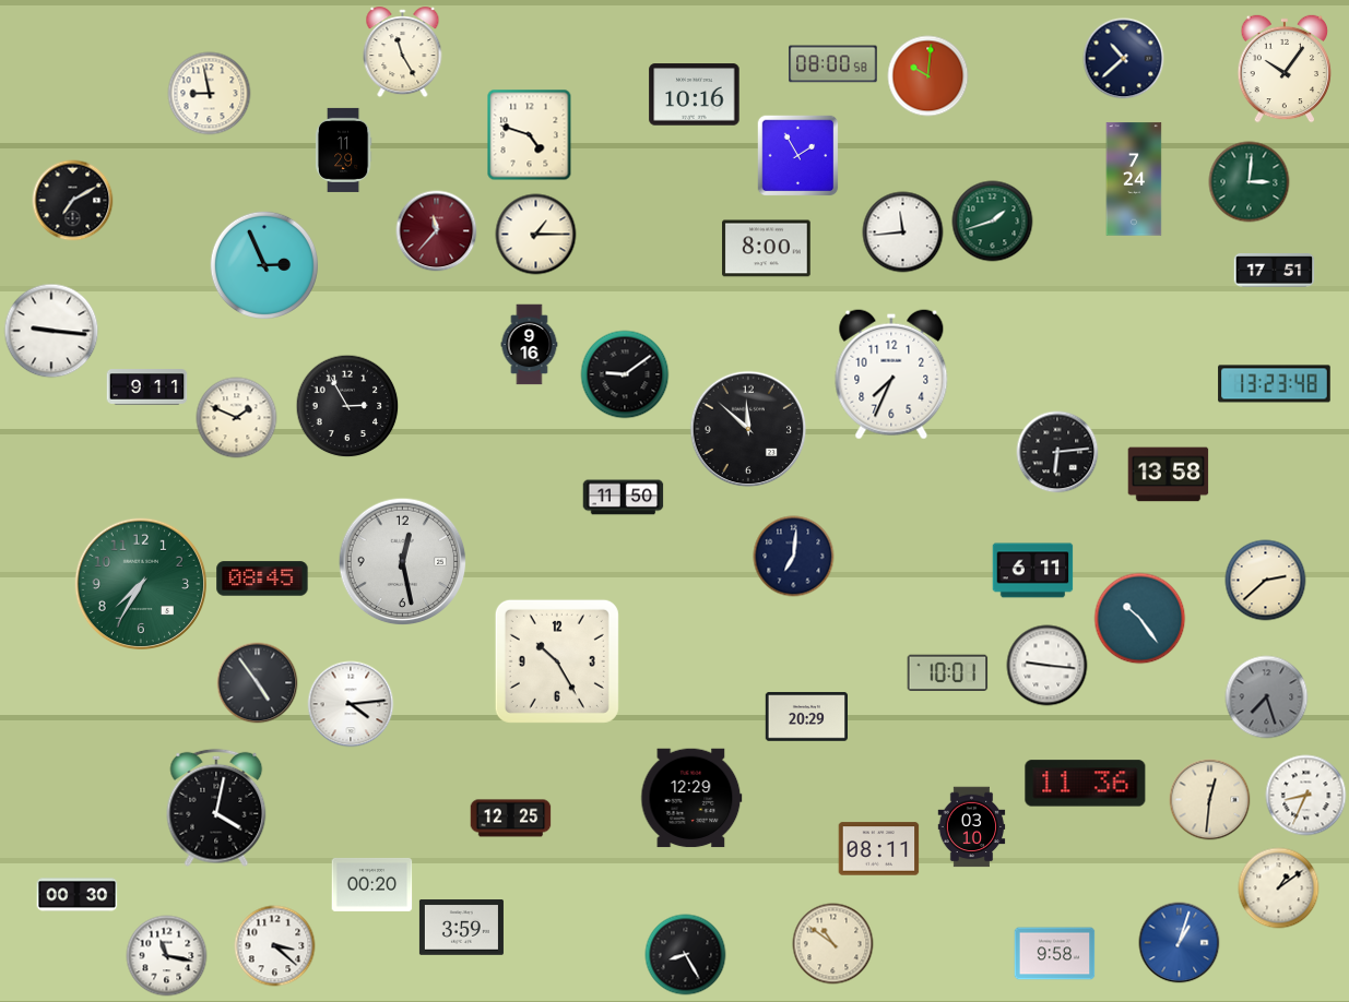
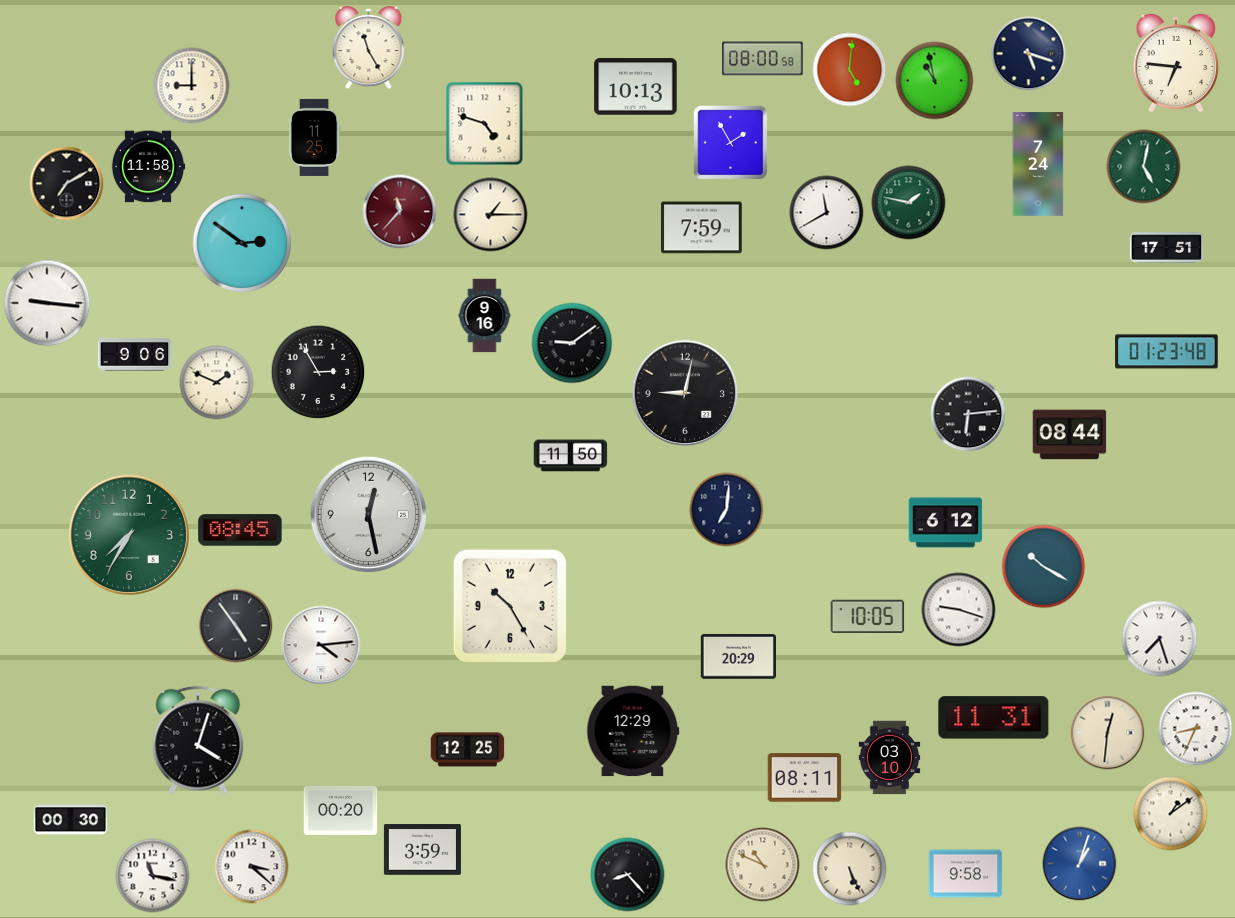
clock at (1124, 59): 10:38 -> 5:18
clock at (1285, 69): 10:06 -> 6:46
clock at (928, 76): 10:01 -> 5:01
clock at (935, 81): none -> 10:58
clock at (210, 94): 8:58 -> 9:00
clock at (695, 95): 10:16 -> 10:13
clock at (343, 150): 11:29 -> 11:25
clock at (148, 167): none -> 11:58
clock at (1250, 182): 3:01 -> 5:02
clock at (993, 222): 1:42 -> 1:47
clock at (903, 232): 11:44 -> 11:40
clock at (767, 249): 8:00 -> 7:59
clock at (263, 264): 2:56 -> 2:51
clock at (891, 374): 7:34 -> none
clock at (1275, 384): 13:23 -> 01:23
clock at (147, 387): 9:11 -> 9:06
clock at (748, 429): 11:52 -> 9:02
clock at (1169, 475): 13:58 -> 08:44
clock at (1033, 571): 6:11 -> 6:12
clock at (1266, 581): 2:38 -> none
clock at (1140, 619): 10:24 -> 10:20
clock at (1048, 666): 9:16 -> 9:18
clock at (948, 673): 10:01 -> 10:05
clock at (1267, 697) dial: grey -> white
clock at (1086, 784): 11:36 -> 11:31
clock at (216, 808): 4:02 -> 4:03
clock at (833, 944): 10:51 -> 10:49
clock at (850, 869): none -> 5:26
clock at (686, 955): 8:25 -> 8:23
